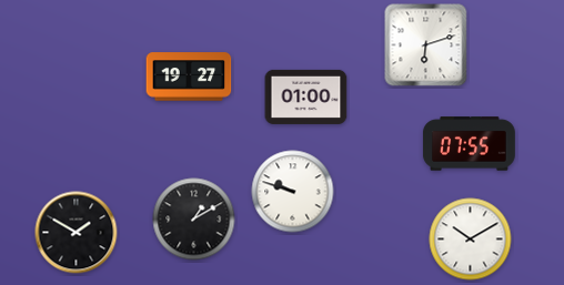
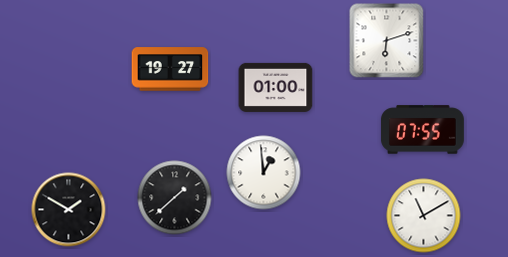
clock at (426, 45) position: (426, 45) -> (387, 41)
clock at (293, 192): 9:48 -> 12:59
clock at (194, 220): 1:10 -> 1:38
clock at (471, 240): 10:10 -> 11:10
